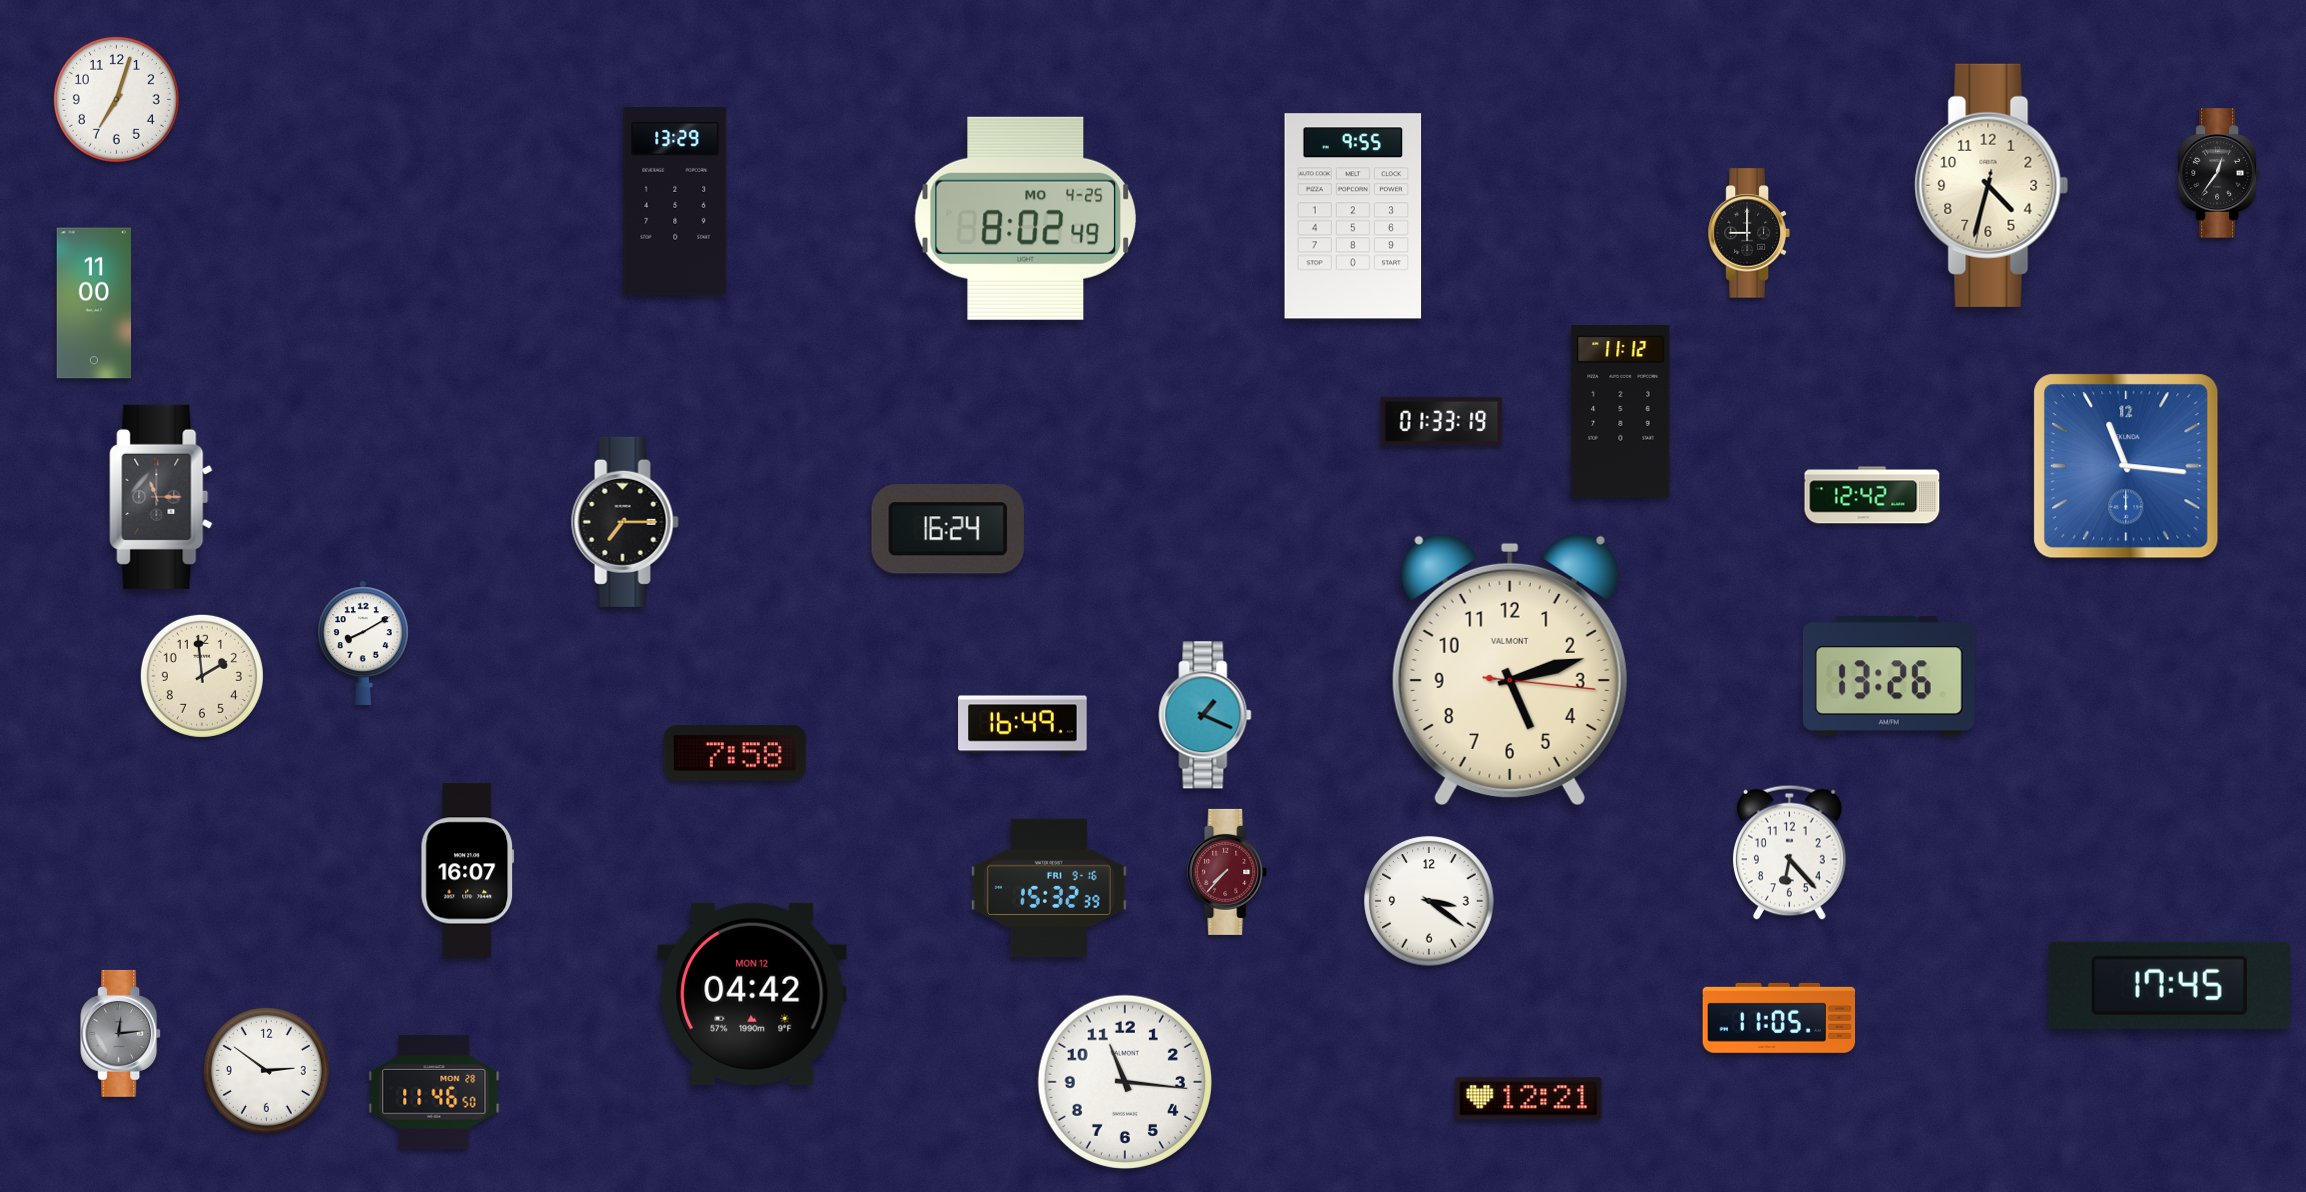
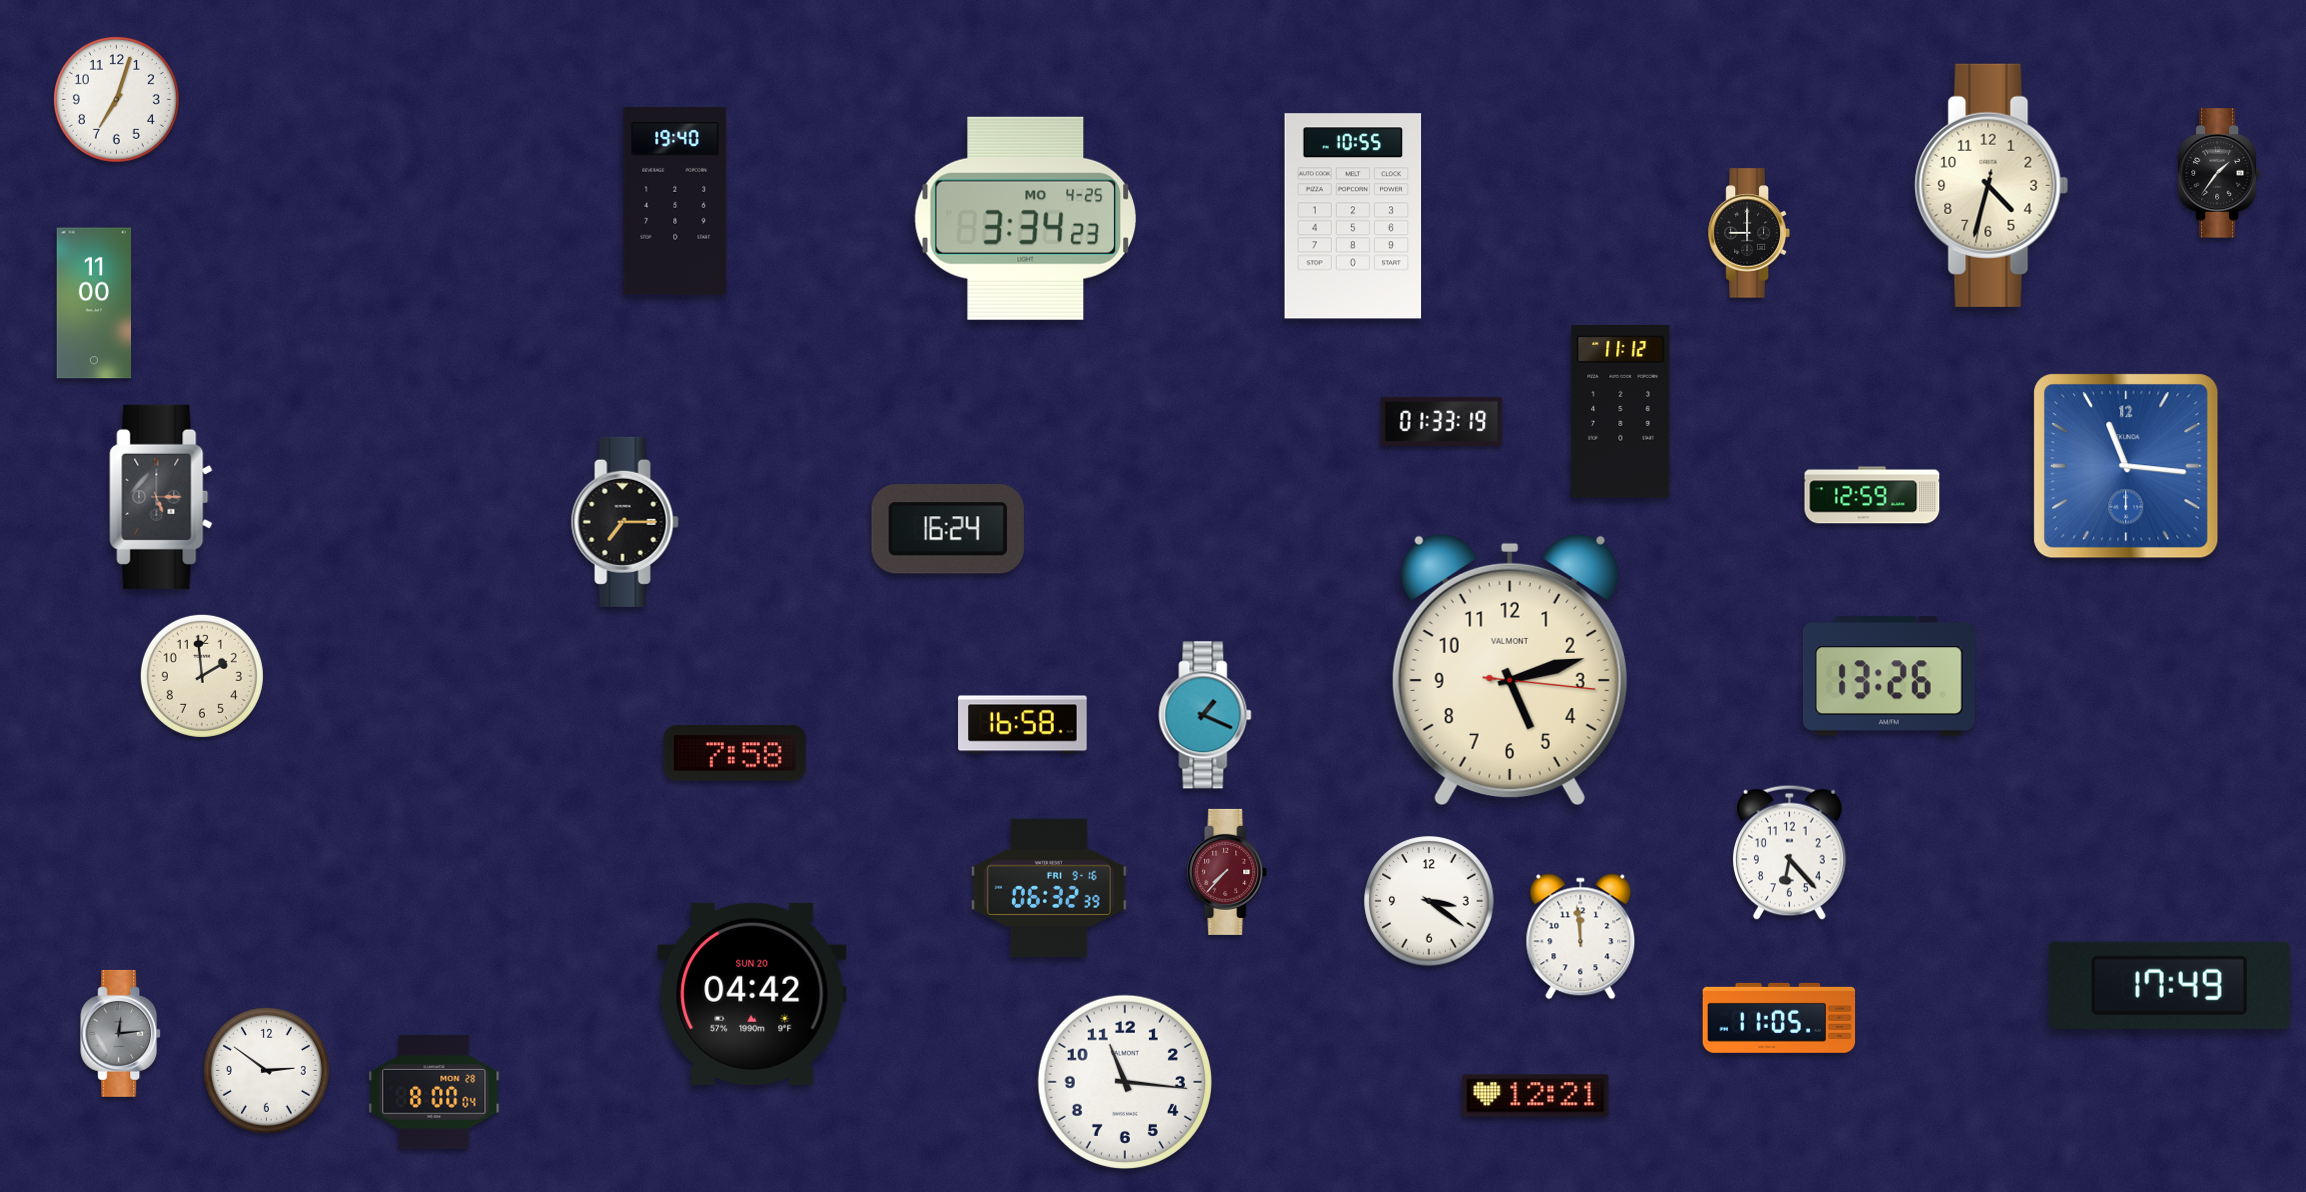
clock at (2219, 173): 12:36 -> 1:36
clock at (675, 202): 13:29 -> 19:40
clock at (1353, 216): 9:55 -> 10:55
clock at (1025, 218): 8:02 -> 3:34
clock at (1872, 495): 12:42 -> 12:59
clock at (161, 497): 11:15 -> 5:15
clock at (364, 642): 8:10 -> none
clock at (1023, 725): 16:49 -> 16:58
clock at (468, 871): 16:07 -> none
clock at (1049, 887): 15:32 -> 06:32
clock at (1581, 937): none -> 11:59
clock at (2169, 985): 17:45 -> 17:49
clock at (752, 994) date: MON 12 -> SUN 20
clock at (434, 1092): 11:46 -> 8:00
clock at (1529, 1099) position: (1529, 1099) -> (1536, 1096)
